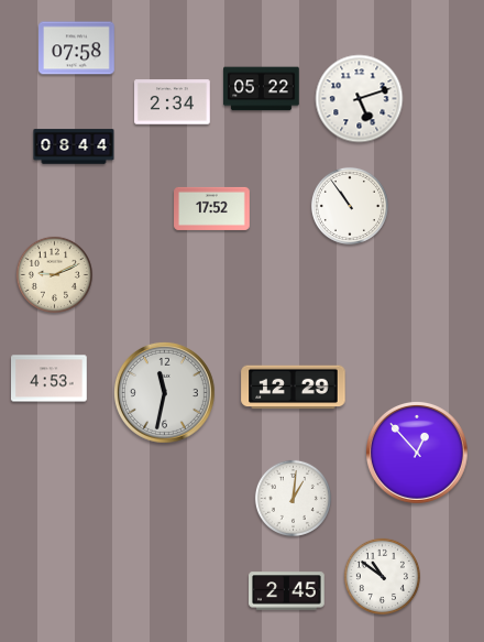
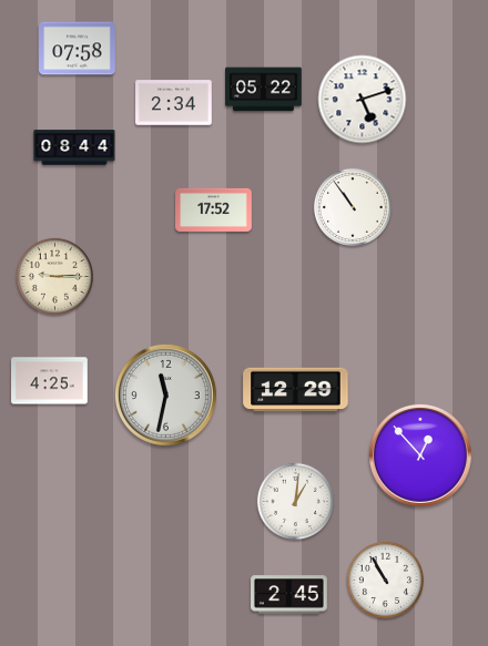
clock at (54, 274): 9:11 -> 9:15
clock at (50, 379): 4:53 -> 4:25
clock at (382, 576): 10:51 -> 10:55
